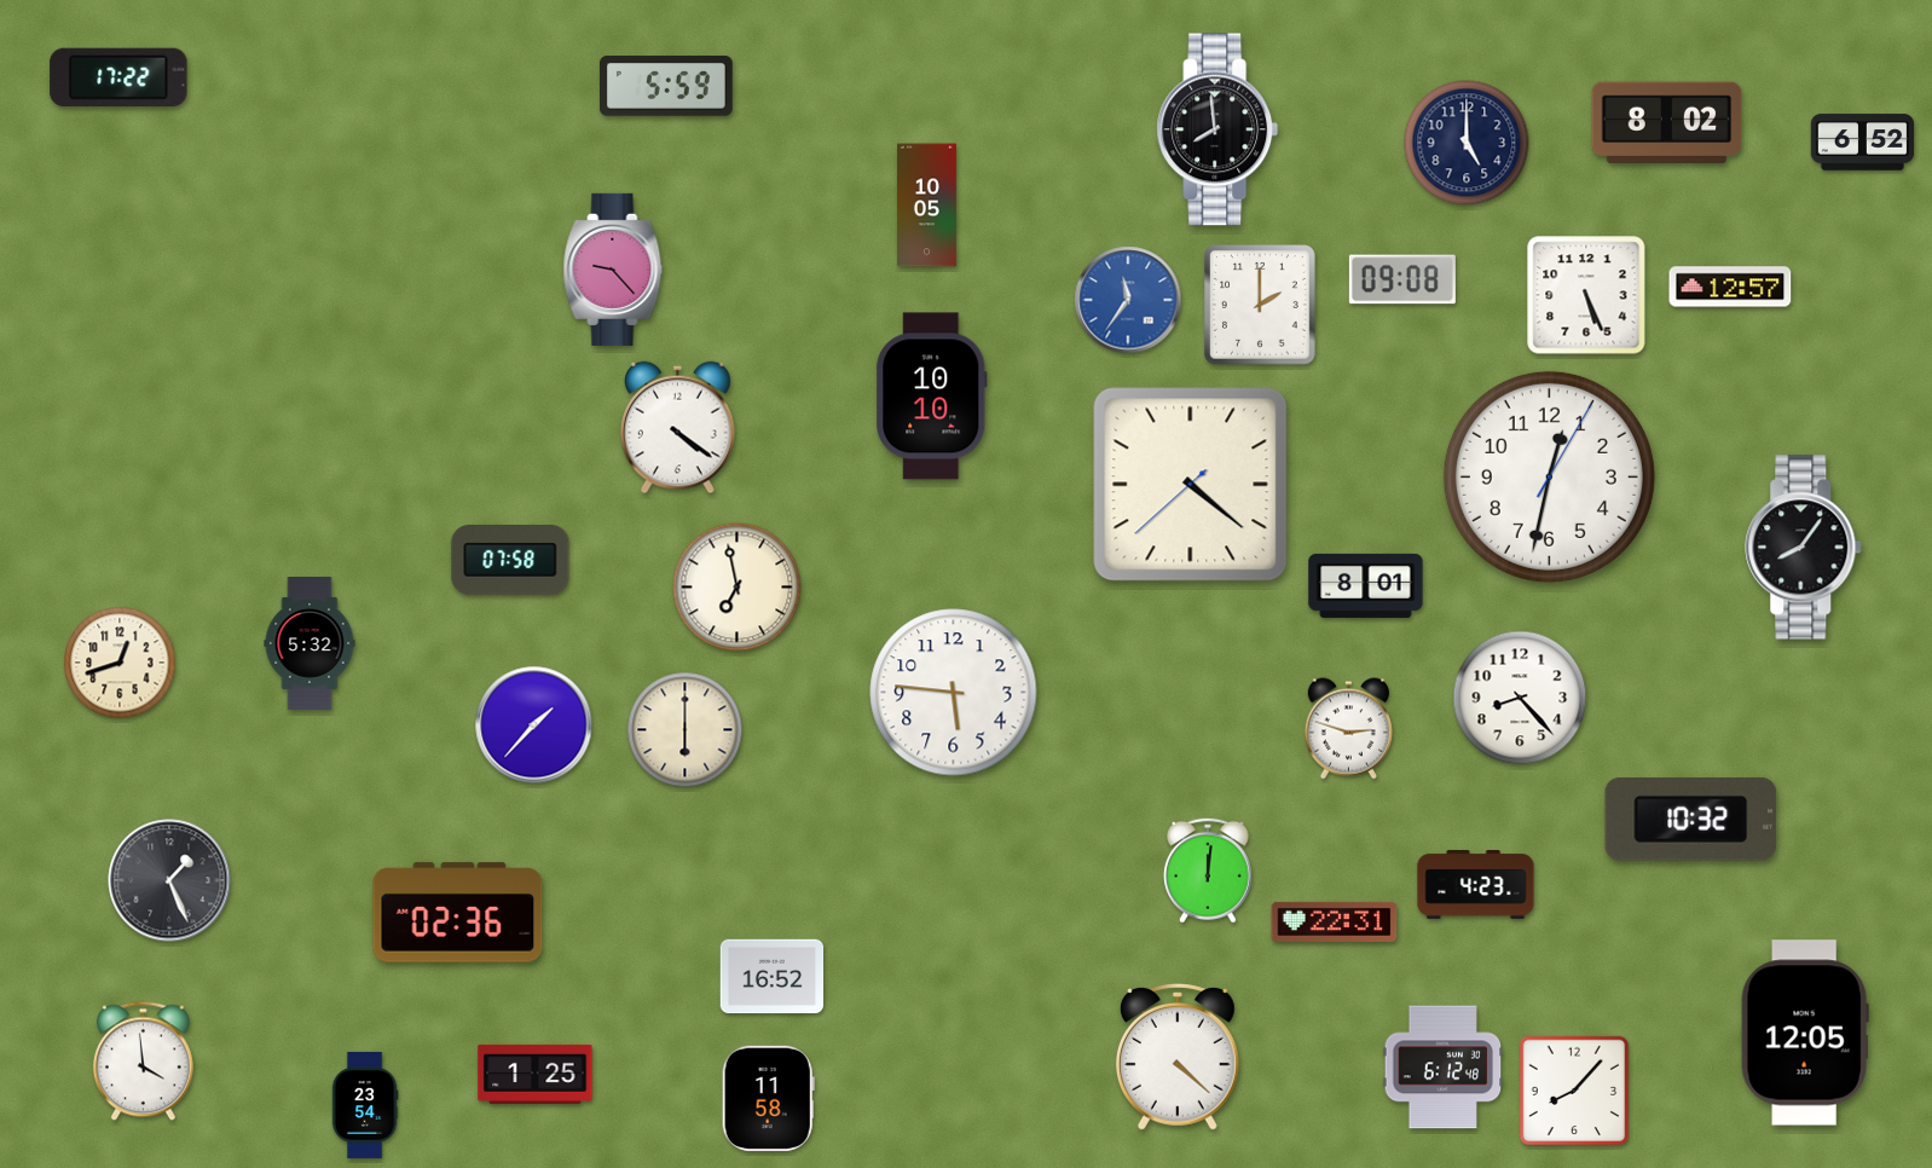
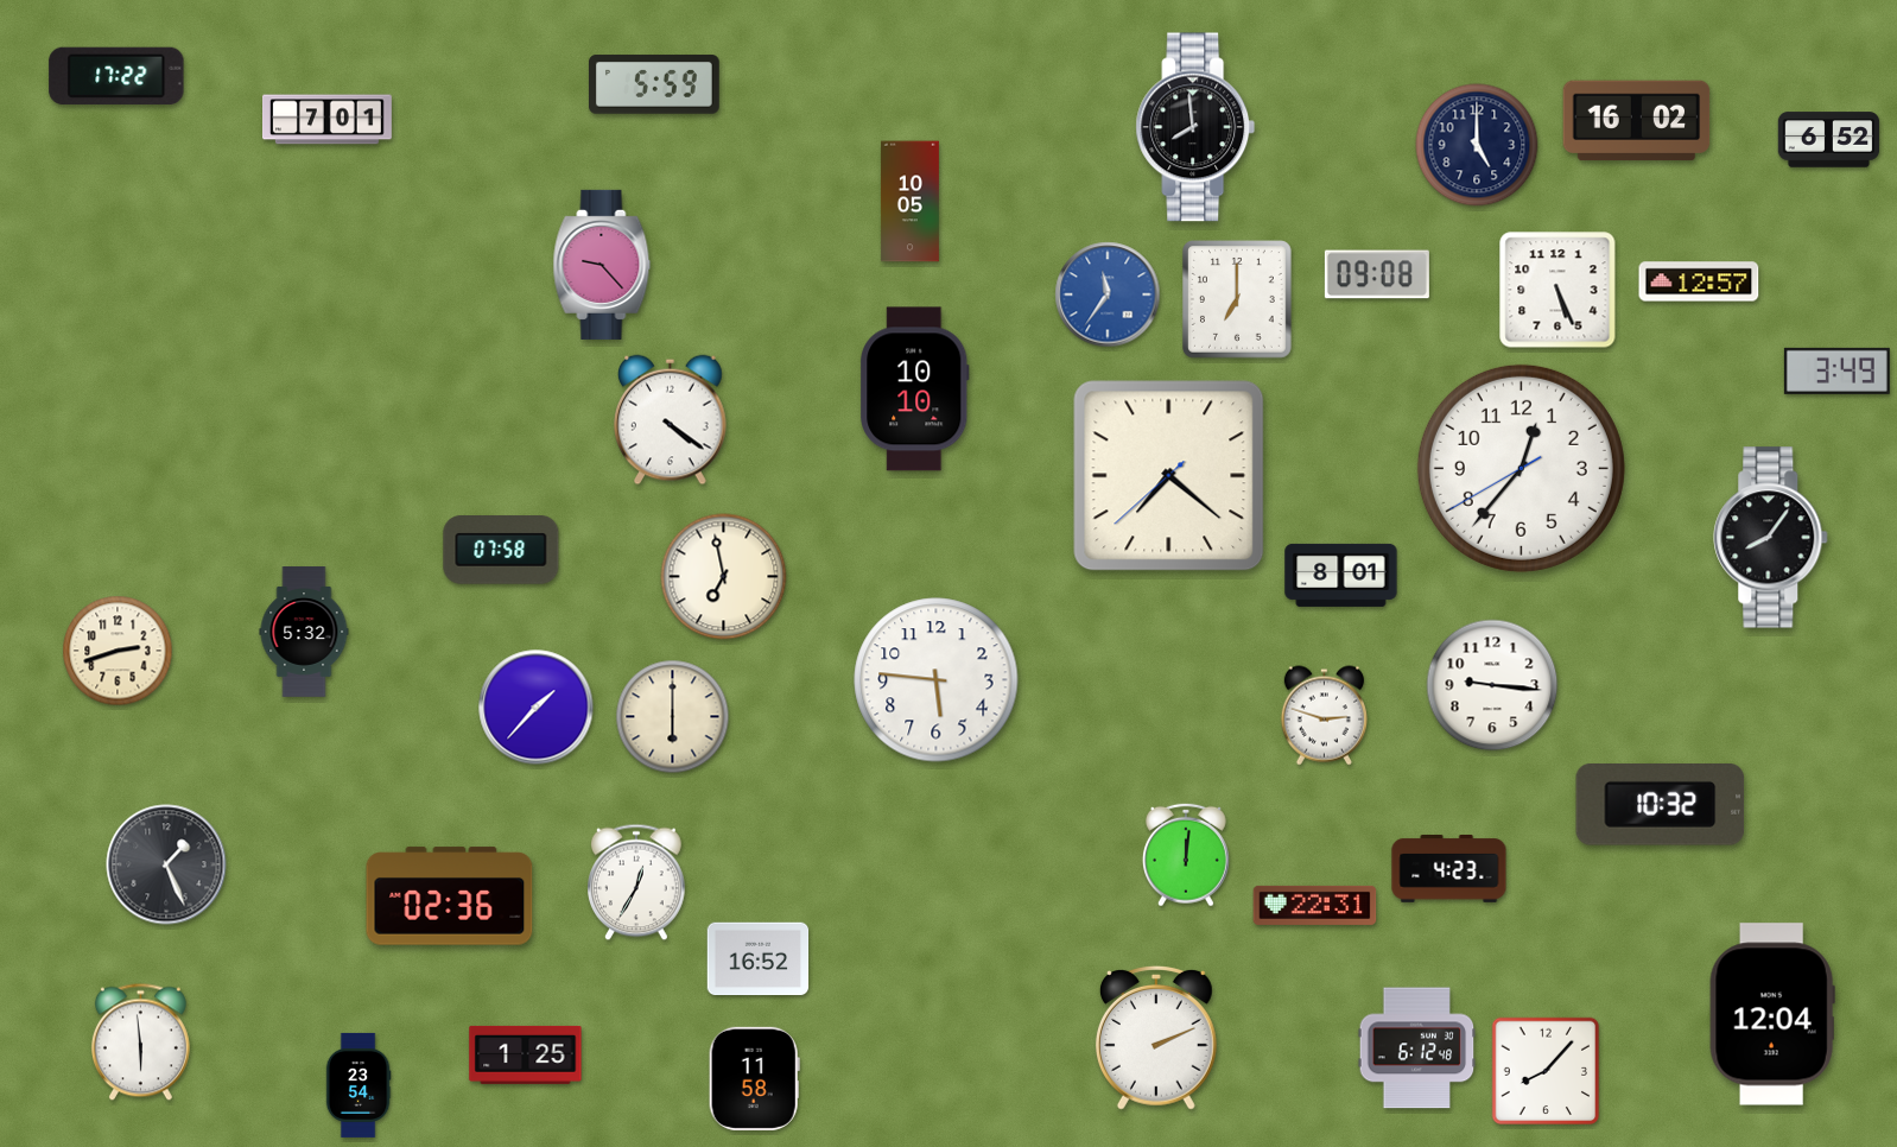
clock at (328, 120): none -> 7:01
clock at (1667, 123): 8:02 -> 16:02
clock at (1467, 143) position: (1467, 143) -> (1477, 145)
clock at (1261, 306): 2:00 -> 7:00
clock at (1836, 370): none -> 3:49
clock at (678, 428) position: (678, 428) -> (671, 420)
clock at (1549, 476): 12:32 -> 12:36
clock at (1191, 485): 4:21 -> 7:21
clock at (120, 663): 12:42 -> 2:42
clock at (1520, 698): 8:23 -> 9:16
clock at (534, 725) position: (534, 725) -> (537, 708)
clock at (637, 882): none -> 12:35
clock at (1335, 921) position: (1335, 921) -> (1315, 905)
clock at (1805, 1033): 12:05 -> 12:04
clock at (1178, 1057): 4:22 -> 2:11
clock at (143, 1062): 3:59 -> 5:59
